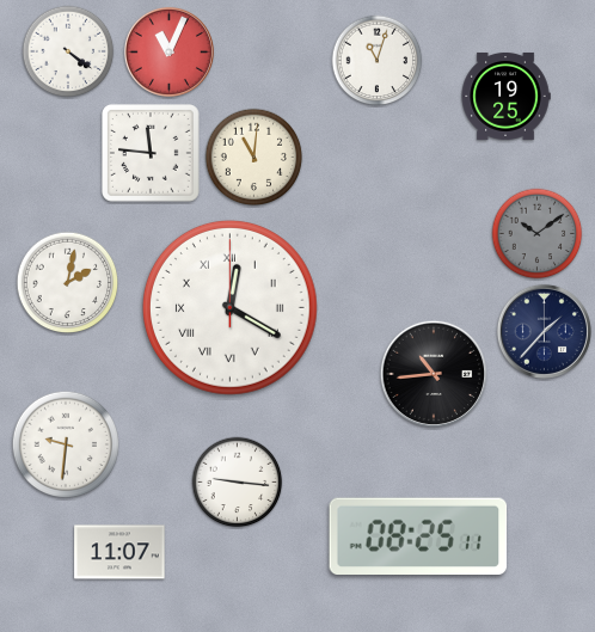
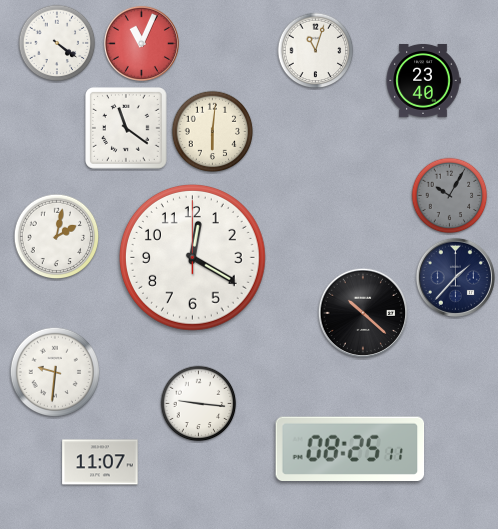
clock at (505, 96): 19:25 -> 23:40
clock at (152, 154): 11:46 -> 11:21
clock at (254, 158): 11:01 -> 6:01
clock at (538, 234): 10:09 -> 10:05
clock at (229, 307) numerals: Roman -> Arabic
clock at (433, 373): 10:44 -> 10:22
